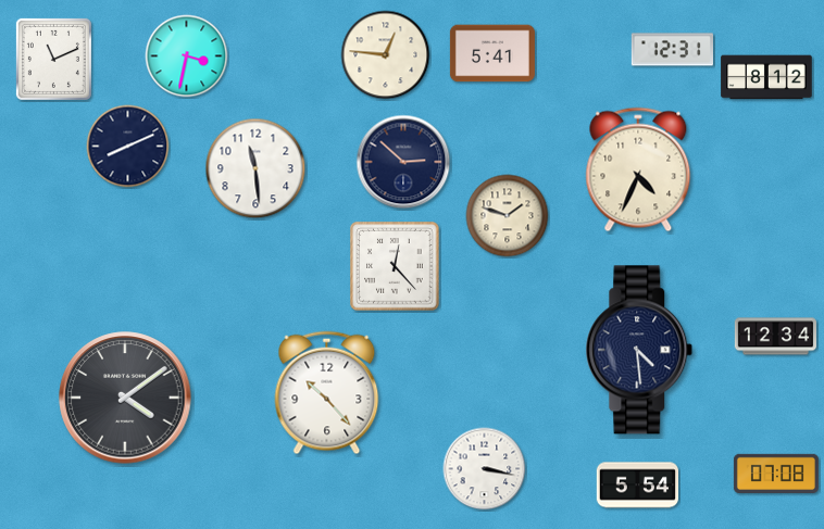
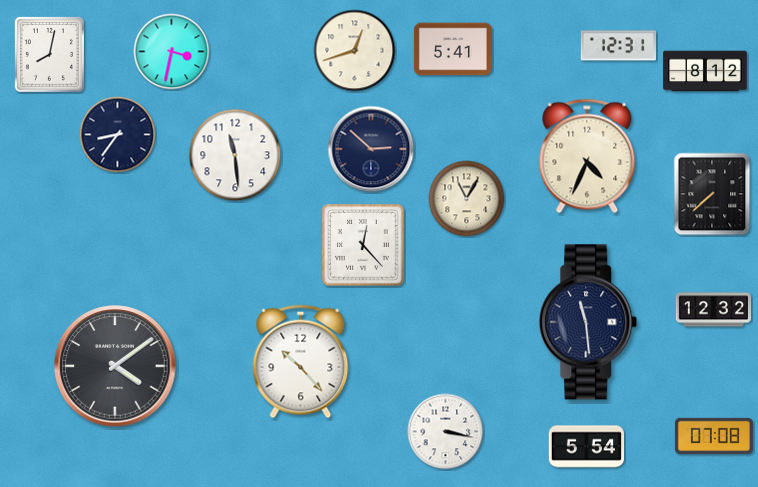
clock at (386, 55): 12:46 -> 12:42
clock at (53, 59): 11:11 -> 8:02
clock at (128, 147): 8:11 -> 8:36
clock at (712, 194): none -> 7:38
clock at (508, 216): 1:48 -> 11:05
clock at (776, 337): 12:34 -> 12:32
clock at (639, 350): 4:29 -> 11:29
